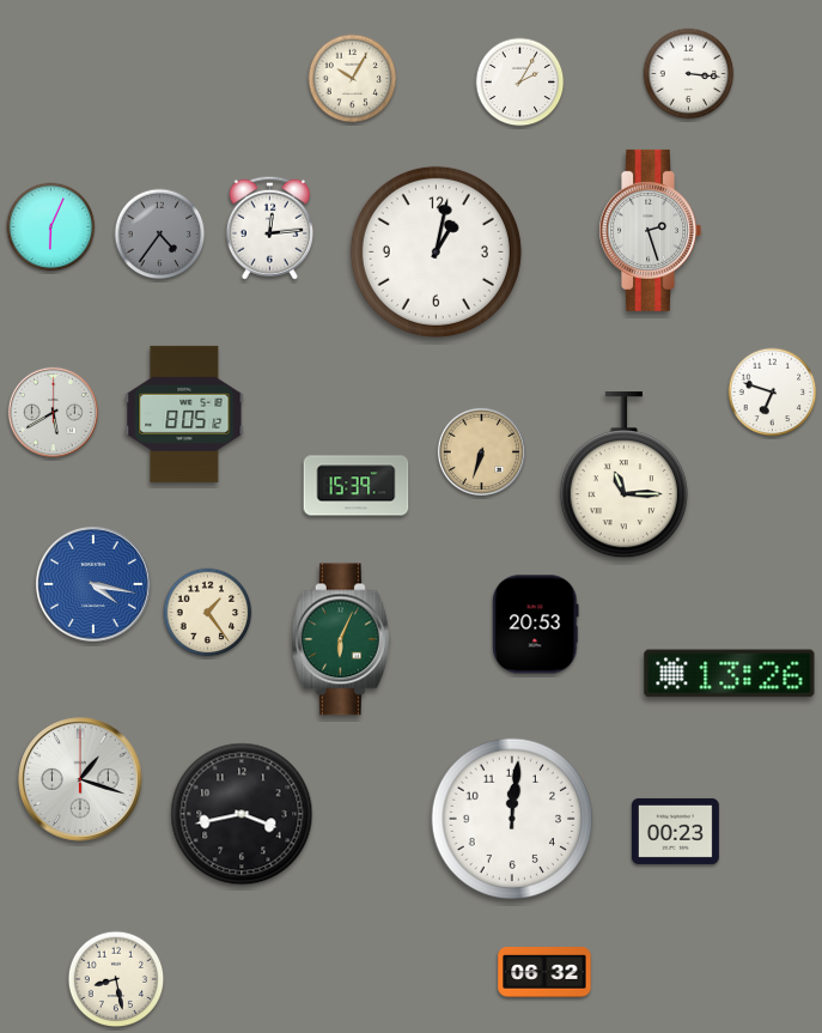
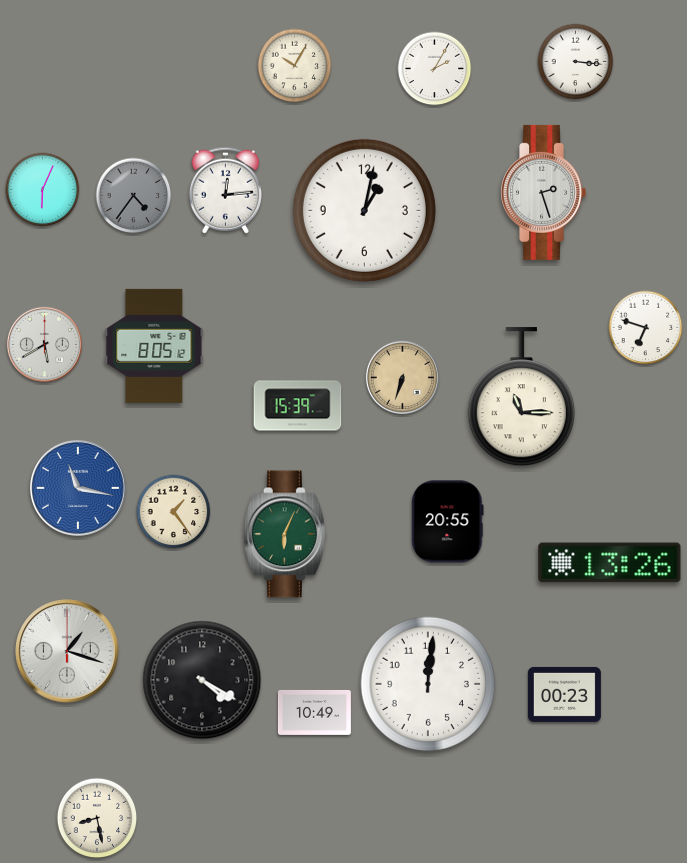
clock at (93, 584): 4:17 -> 11:17
clock at (536, 625): 20:53 -> 20:55
clock at (242, 814): 3:43 -> 4:20
clock at (314, 712): none -> 10:49
clock at (544, 973): 06:32 -> none
